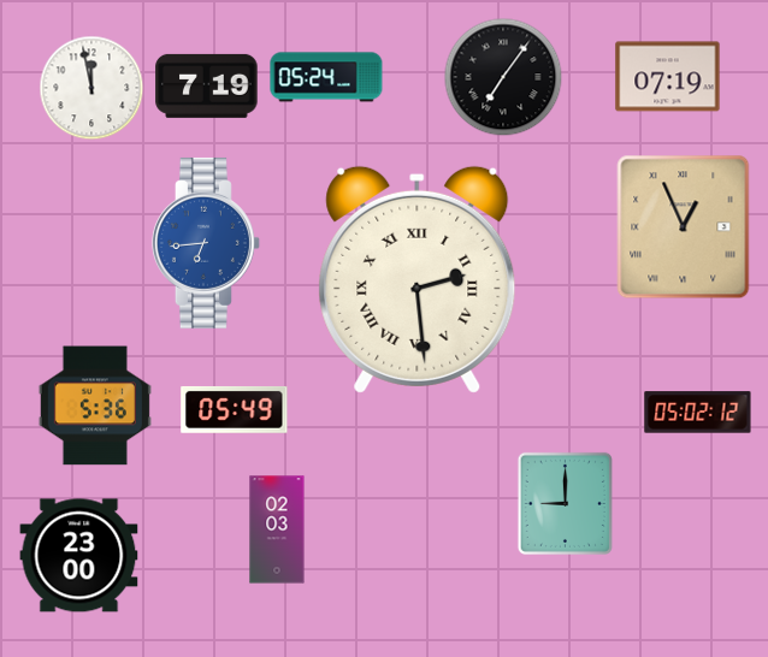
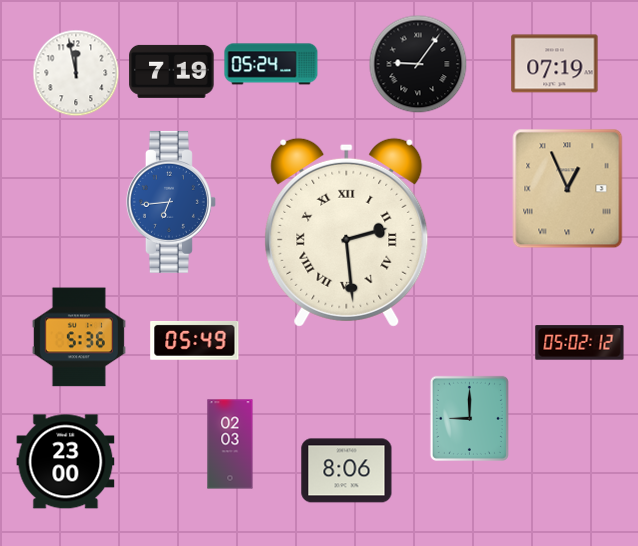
clock at (503, 77): 7:06 -> 9:06
clock at (277, 529) position: (277, 529) -> (230, 444)
clock at (347, 471): none -> 8:06
